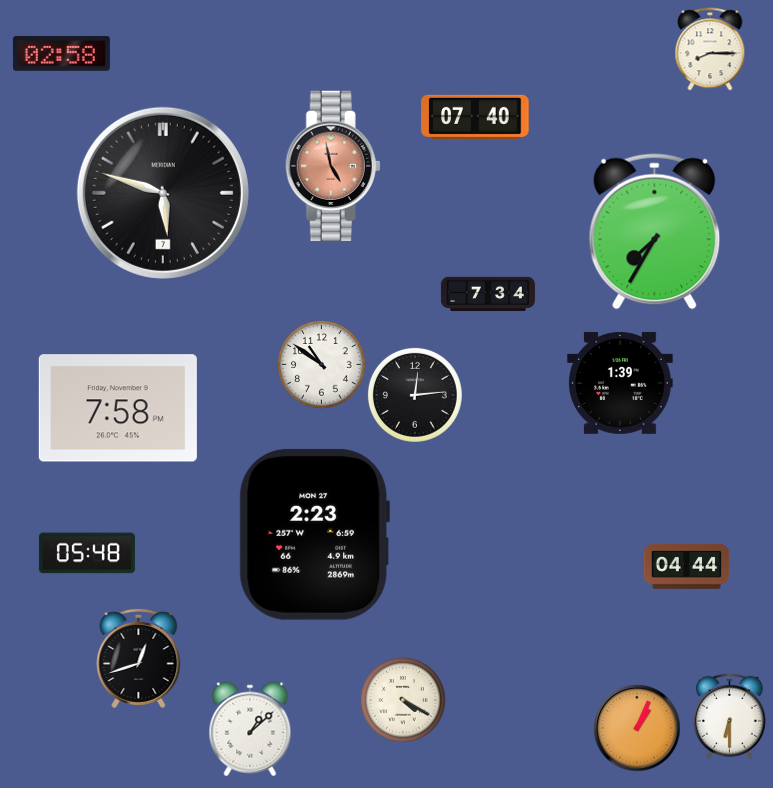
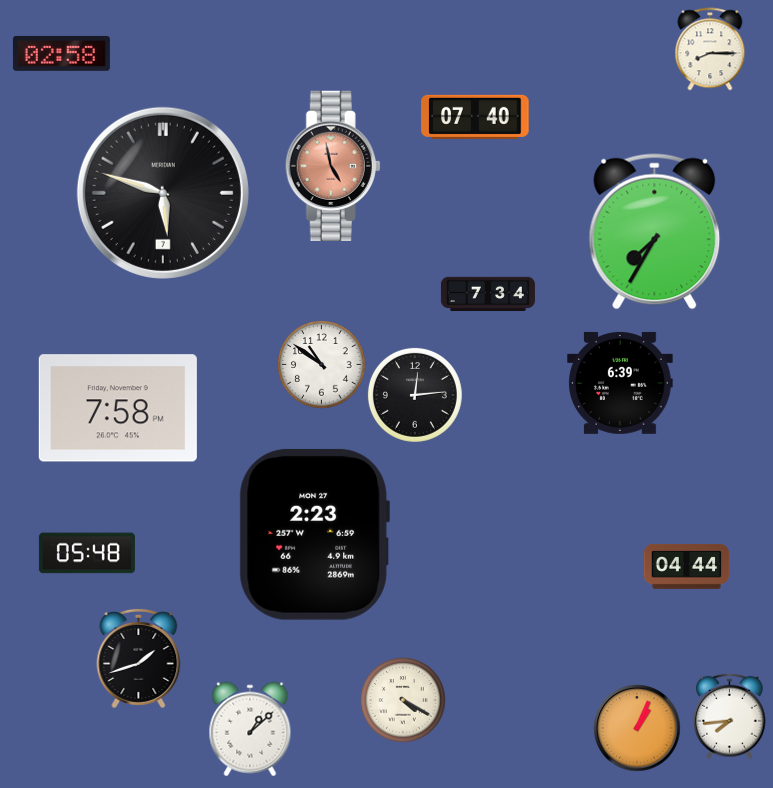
clock at (620, 383): 1:39 -> 6:39
clock at (139, 658): 12:42 -> 1:42
clock at (730, 716): 6:30 -> 7:44
